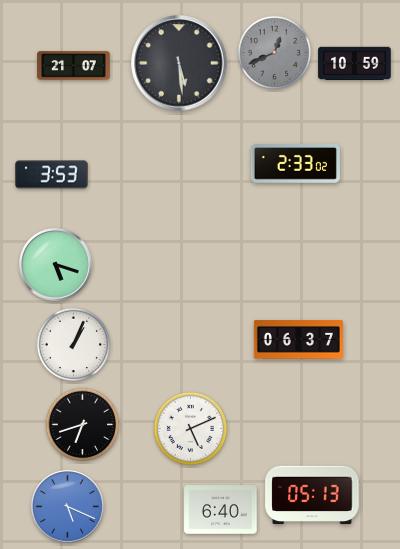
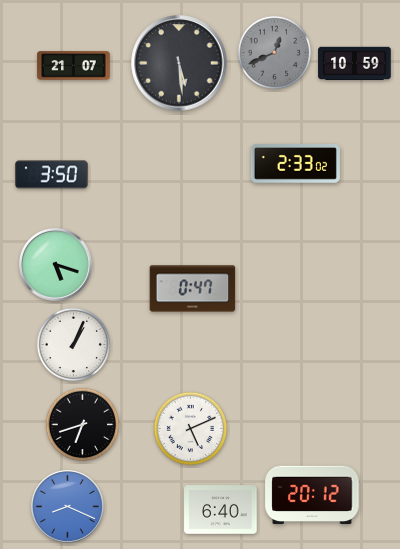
clock at (52, 175): 3:53 -> 3:50
clock at (193, 289): none -> 0:47
clock at (298, 340): 06:37 -> none
clock at (312, 495): 05:13 -> 20:12
clock at (67, 506): 5:19 -> 8:19
